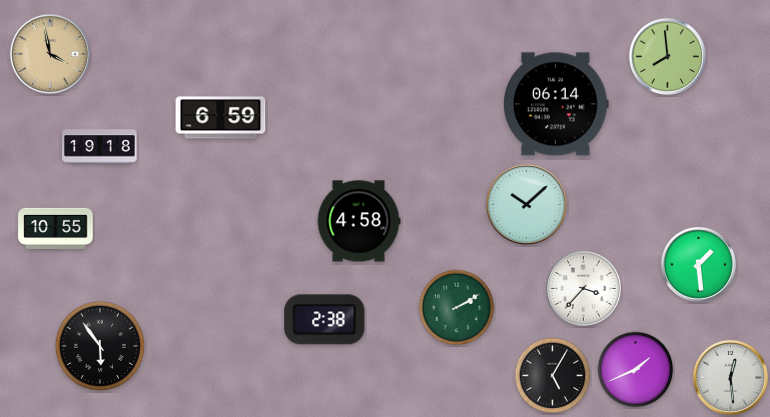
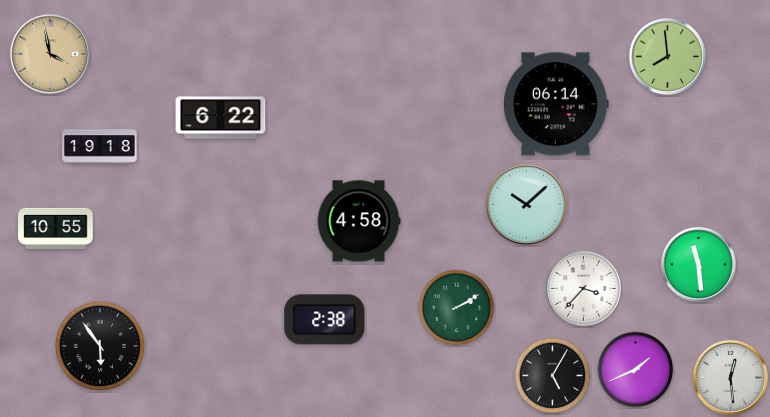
clock at (221, 118): 6:59 -> 6:22
clock at (698, 264): 1:29 -> 11:29
